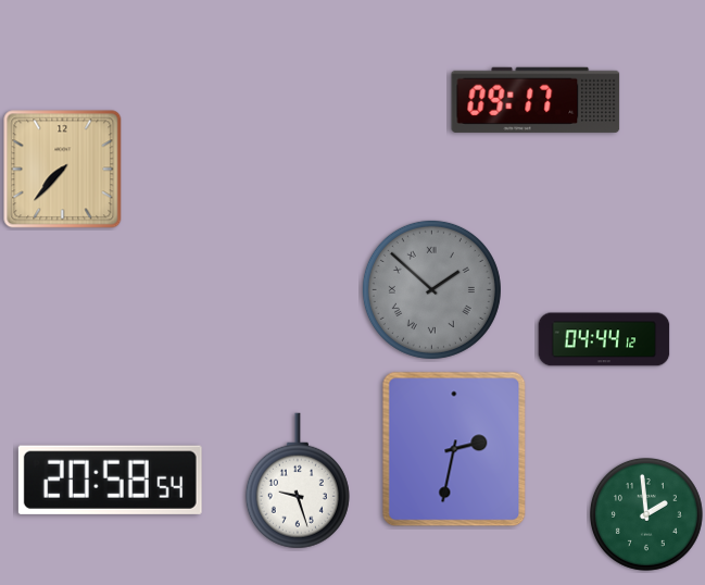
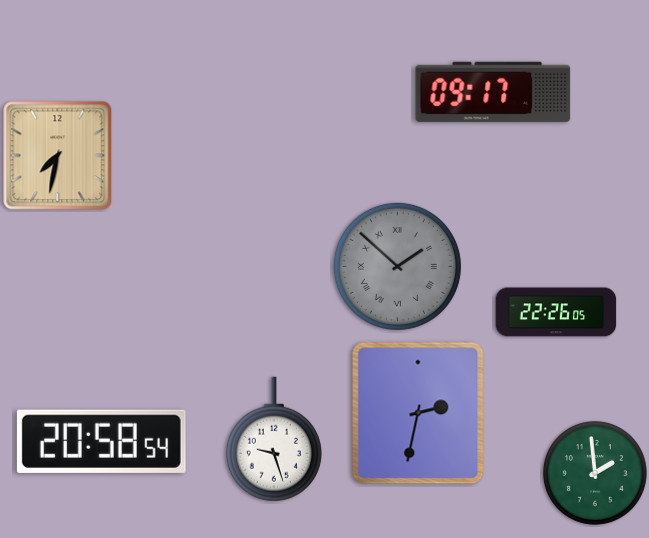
clock at (63, 170): 7:37 -> 7:32
clock at (604, 339): 04:44 -> 22:26
clock at (298, 481) position: (298, 481) -> (274, 439)
